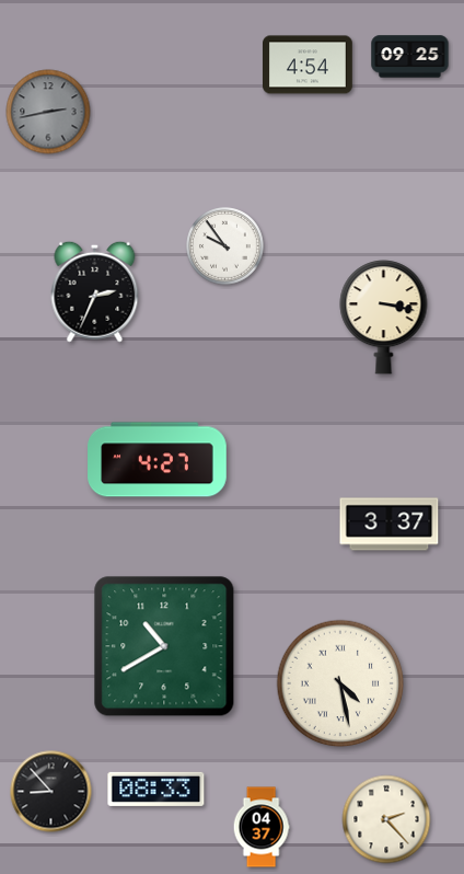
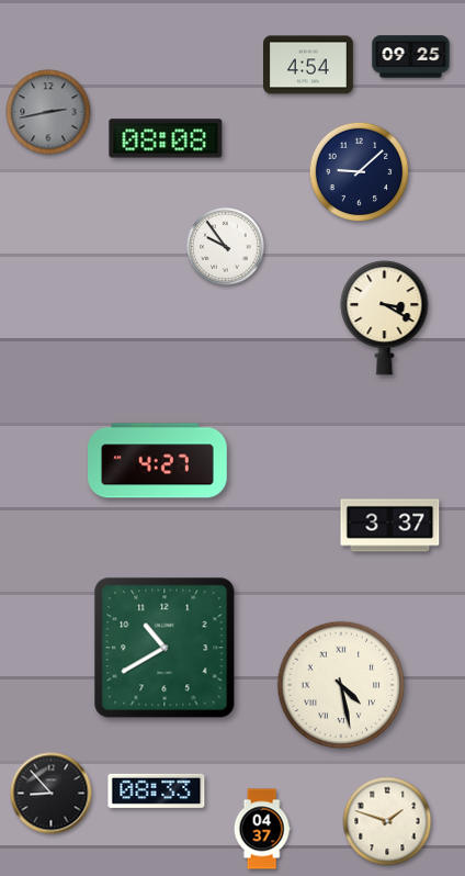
clock at (166, 138): none -> 08:08
clock at (360, 172): none -> 9:08
clock at (95, 291): 2:34 -> none
clock at (384, 318): 3:17 -> 3:20
clock at (386, 819): 2:23 -> 1:48
